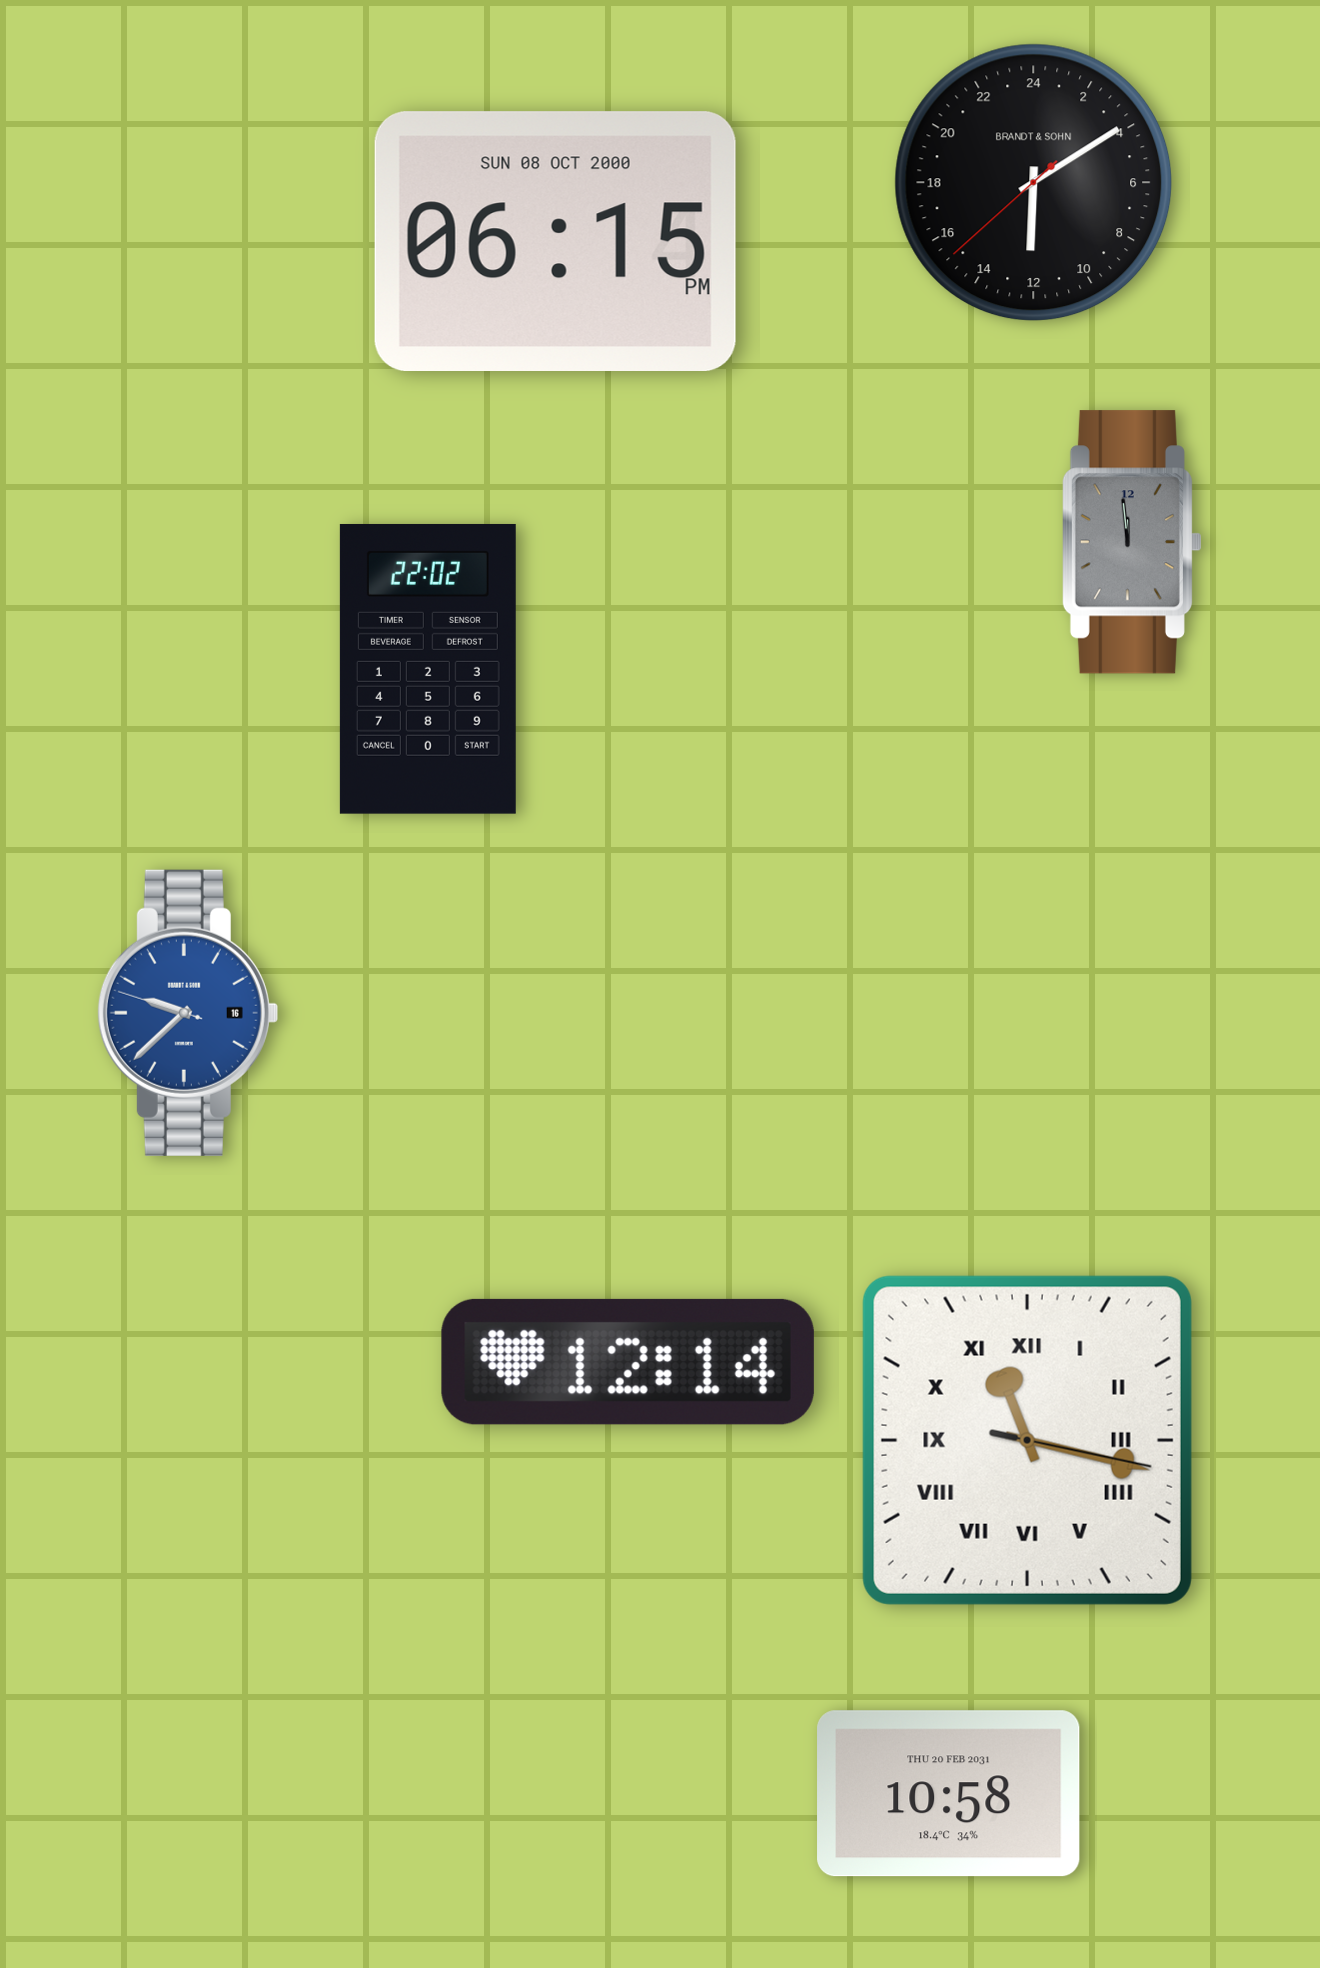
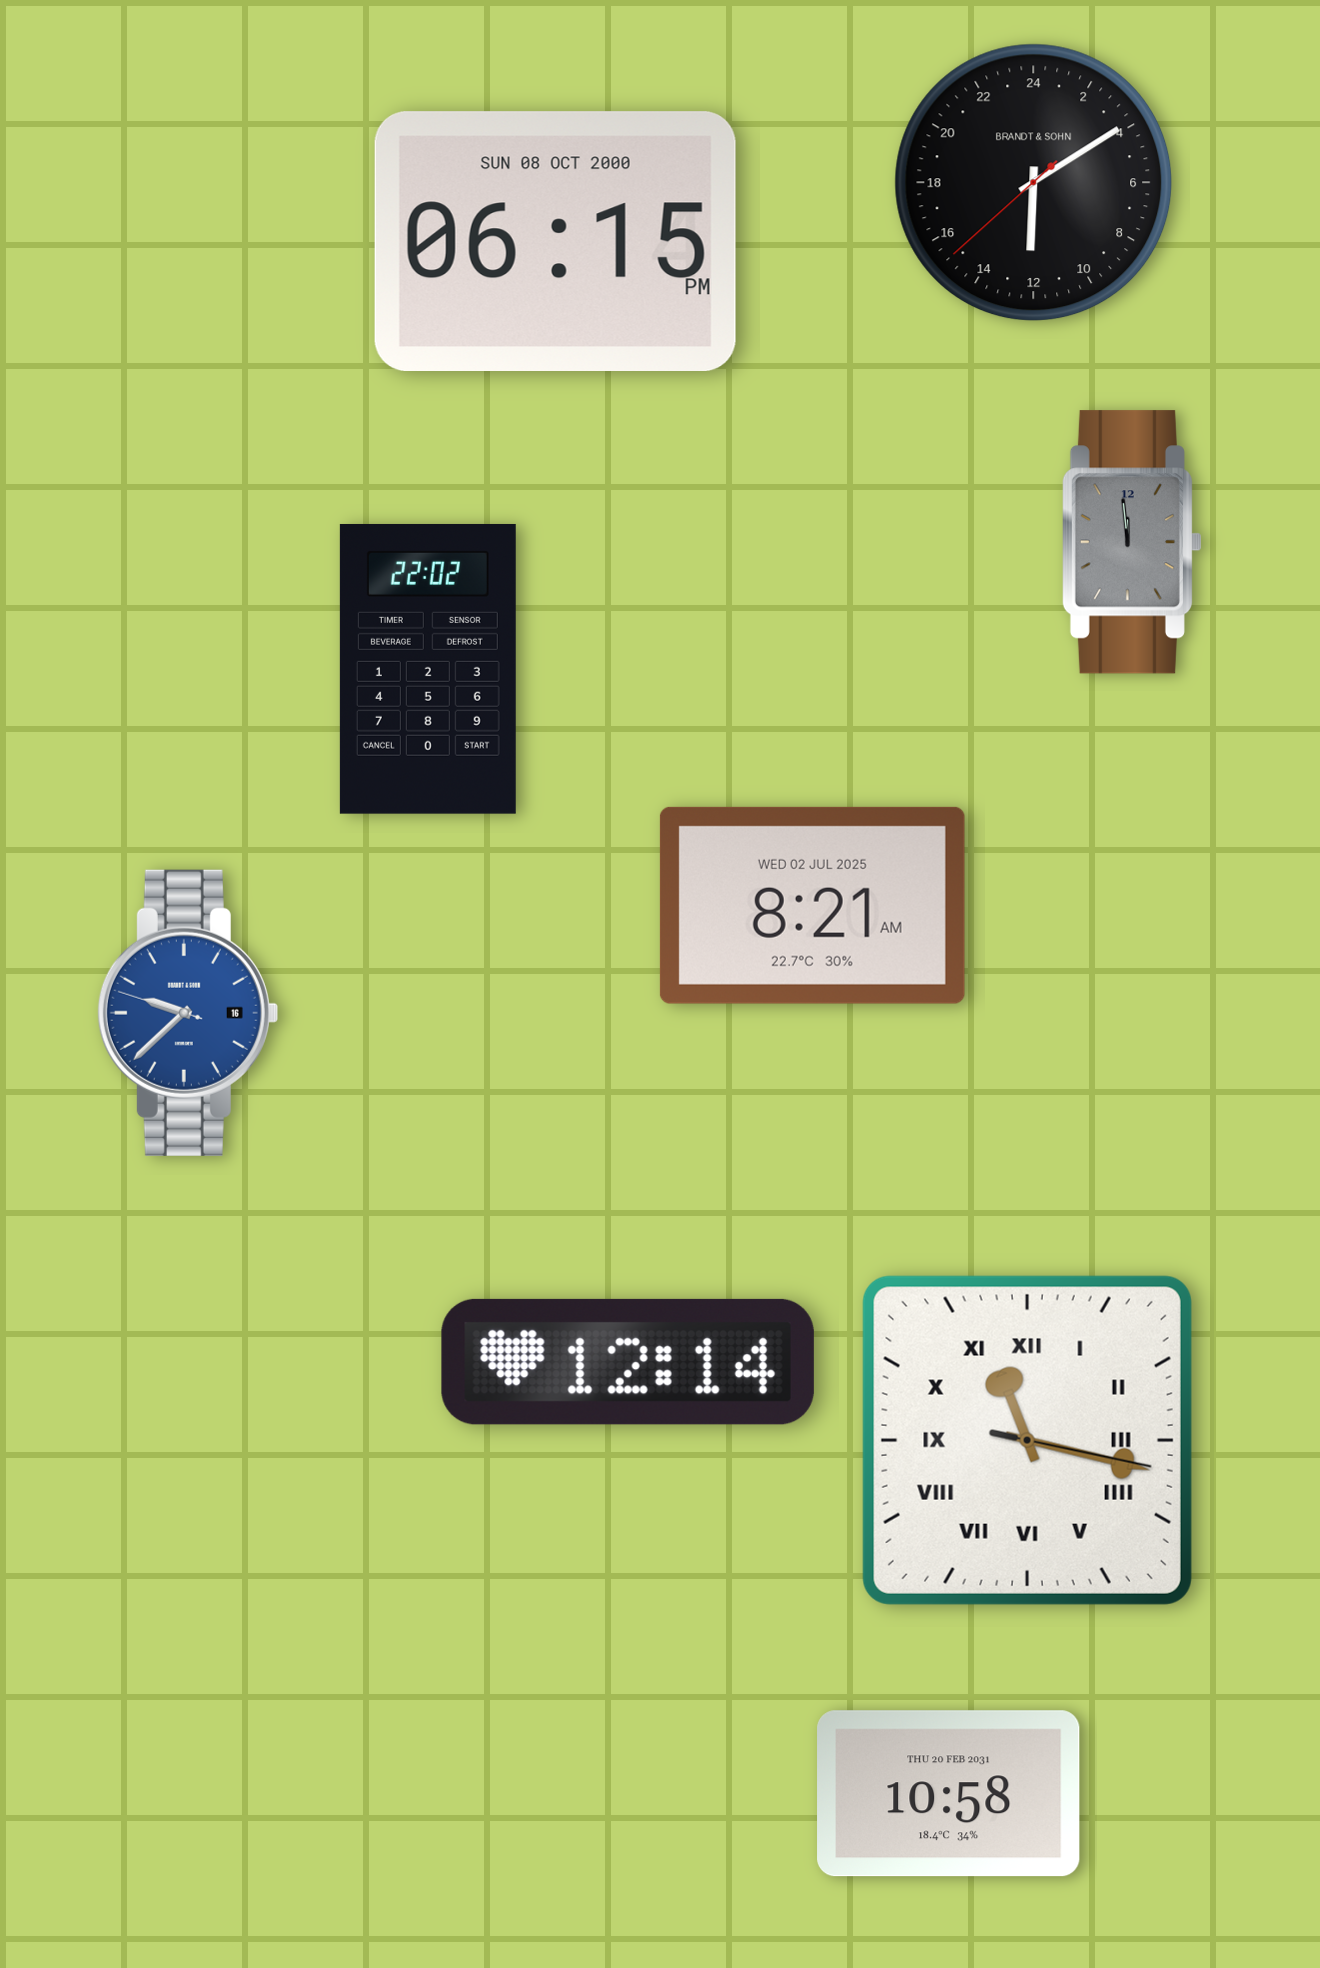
clock at (812, 905): none -> 8:21
